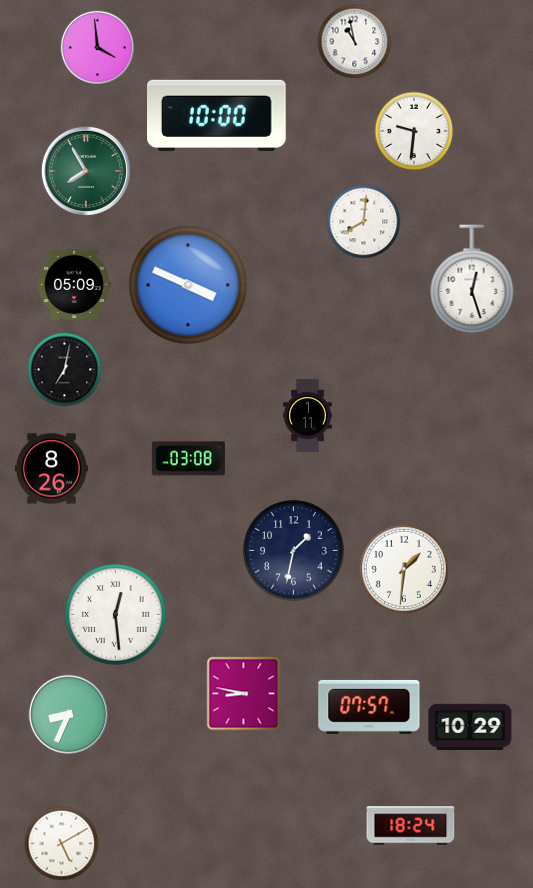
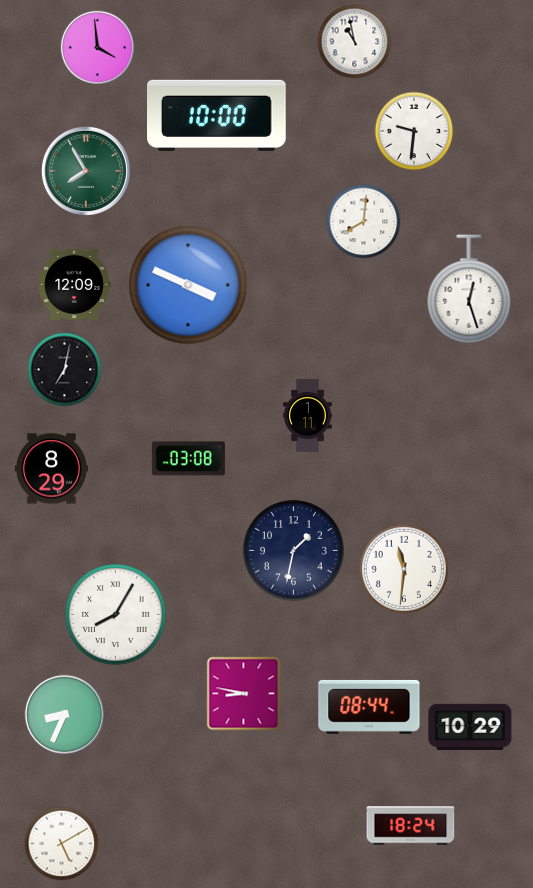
clock at (472, 279) position: (472, 279) -> (469, 289)
clock at (74, 284): 05:09 -> 12:09
clock at (51, 469): 8:26 -> 8:29
clock at (404, 569): 1:31 -> 11:31
clock at (116, 615): 12:29 -> 8:05
clock at (369, 707): 07:57 -> 08:44
clock at (68, 714) position: (68, 714) -> (64, 714)
